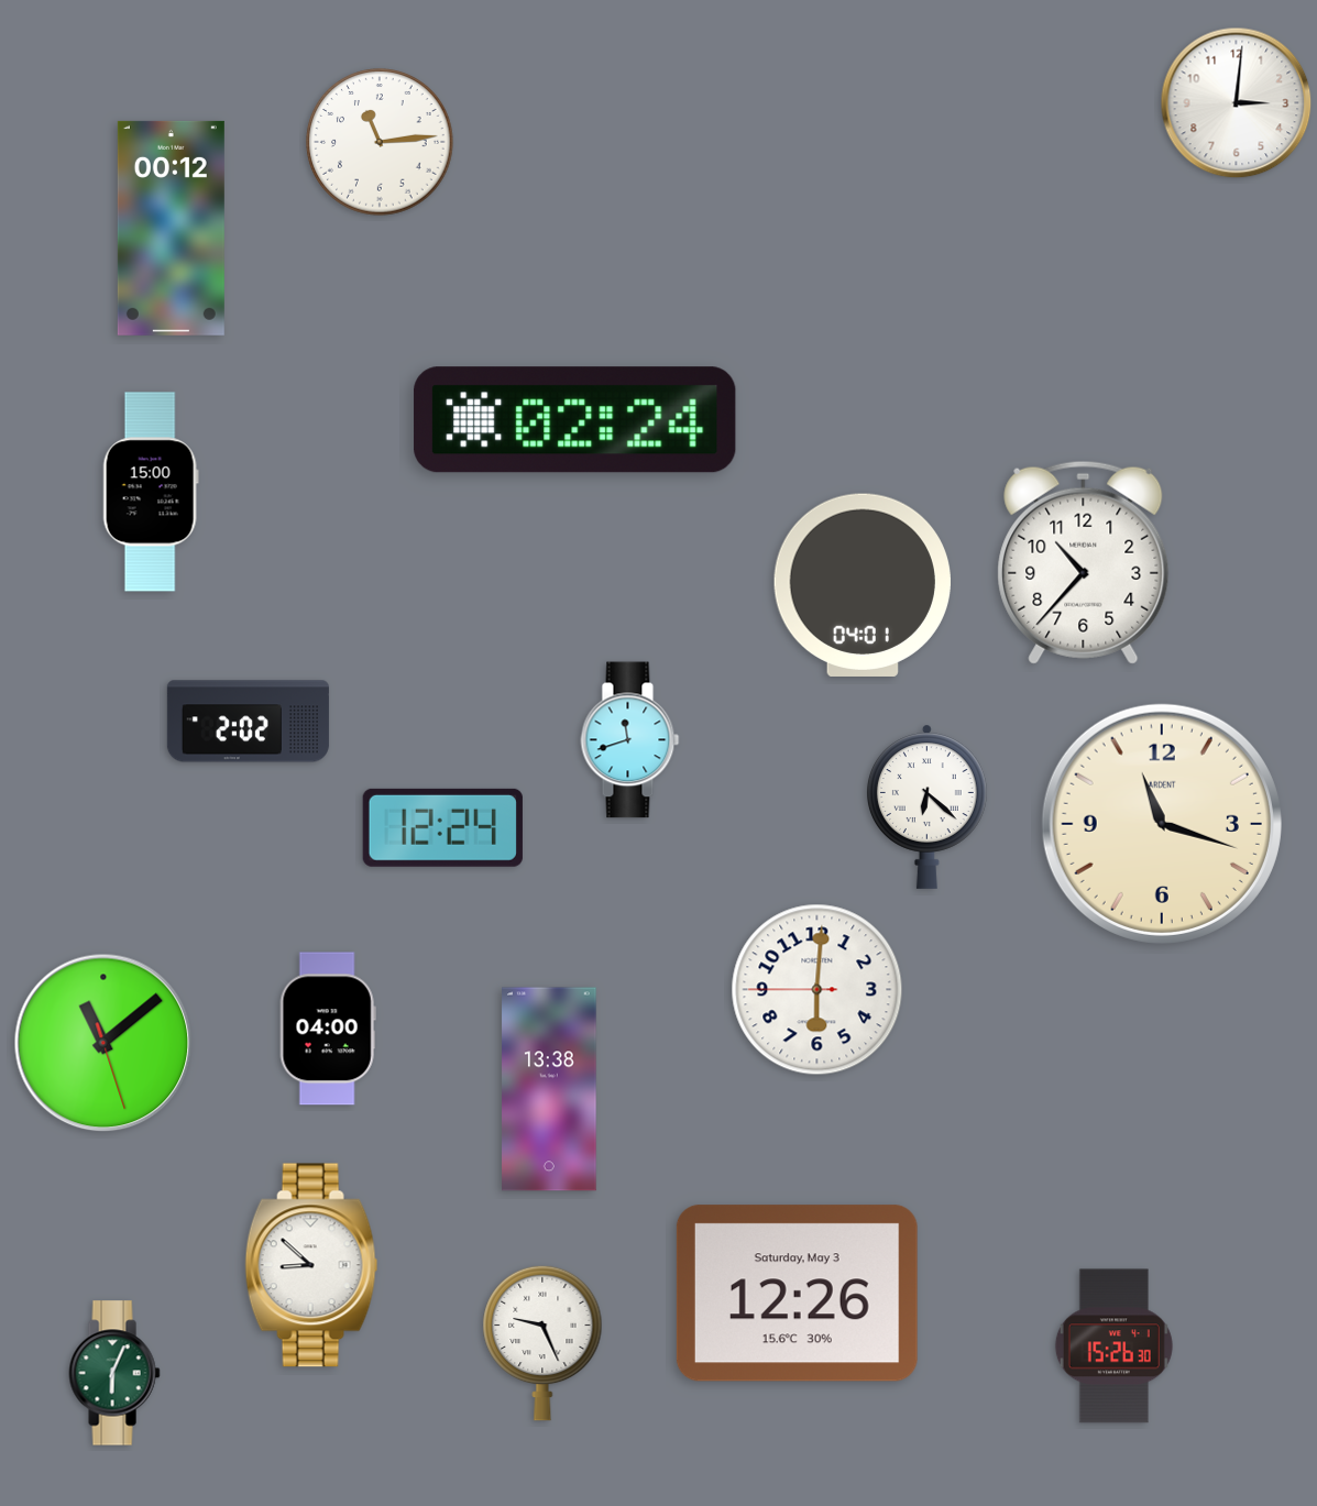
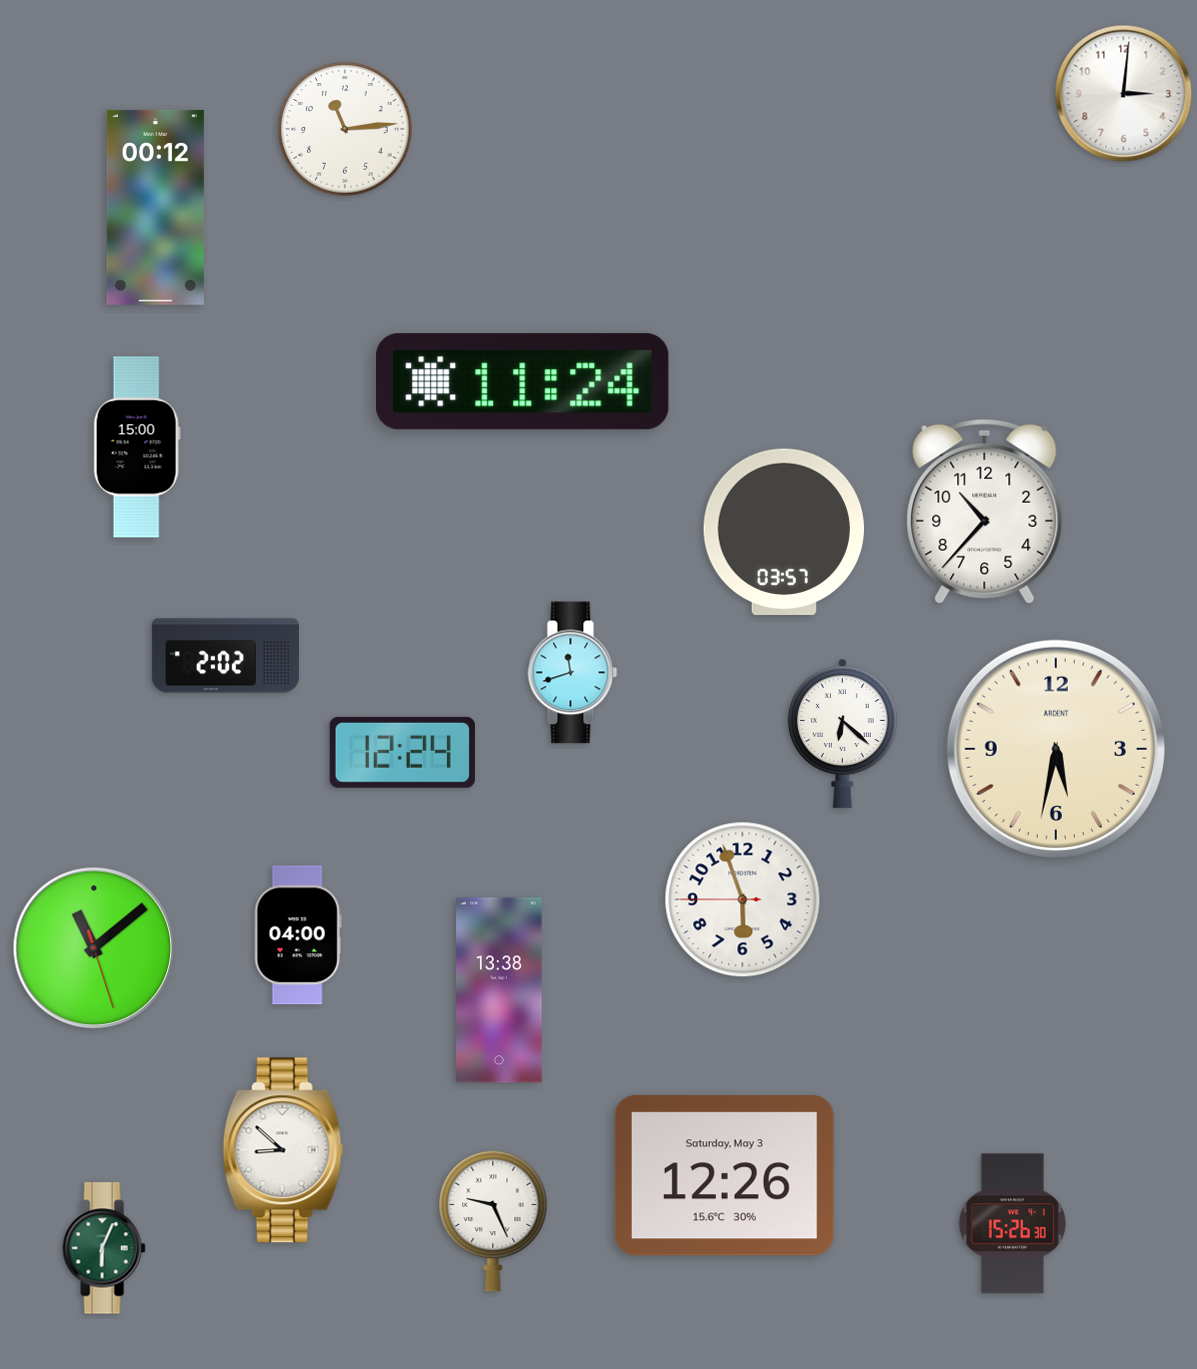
clock at (575, 420): 02:24 -> 11:24
clock at (863, 585): 04:01 -> 03:57
clock at (1162, 824): 11:18 -> 5:32
clock at (817, 990): 6:00 -> 5:56
